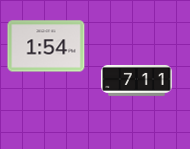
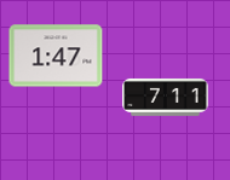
clock at (46, 46): 1:54 -> 1:47
